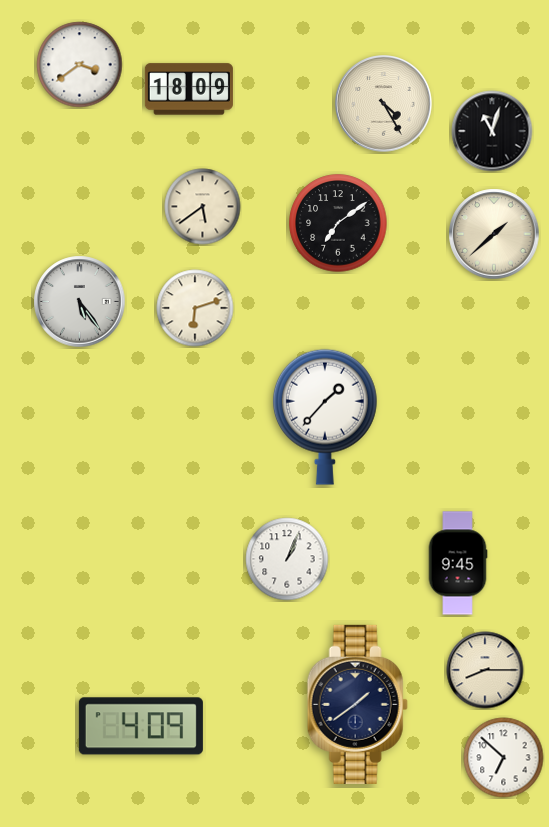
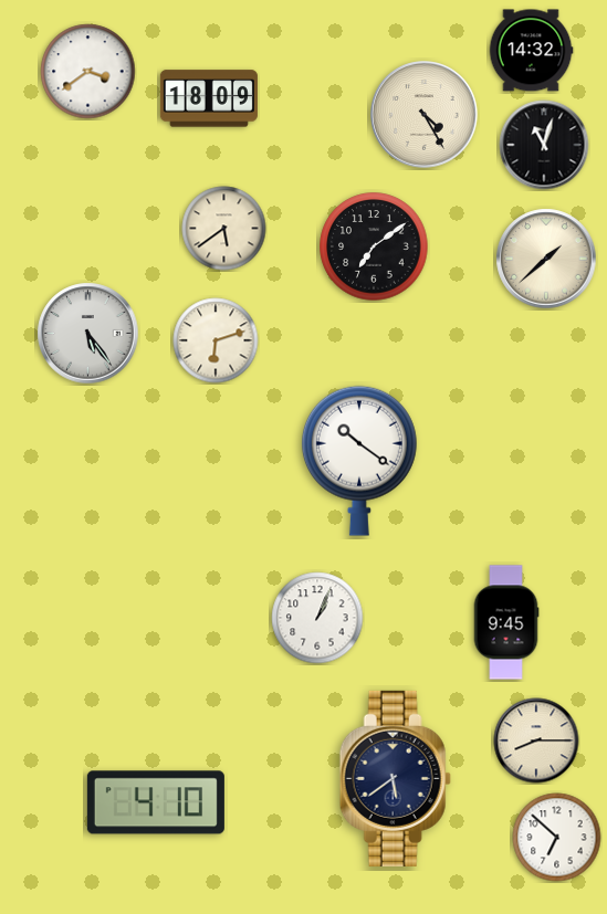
clock at (531, 51): none -> 14:32
clock at (325, 417): 1:37 -> 10:21
clock at (357, 704): 1:39 -> 5:39
clock at (141, 726): 4:09 -> 4:10
